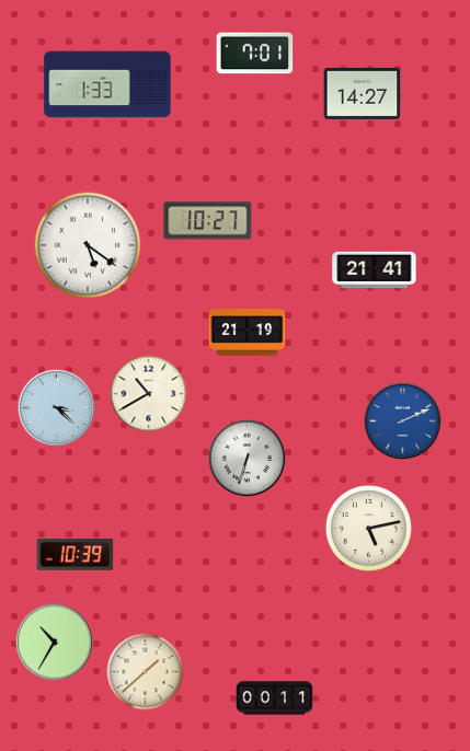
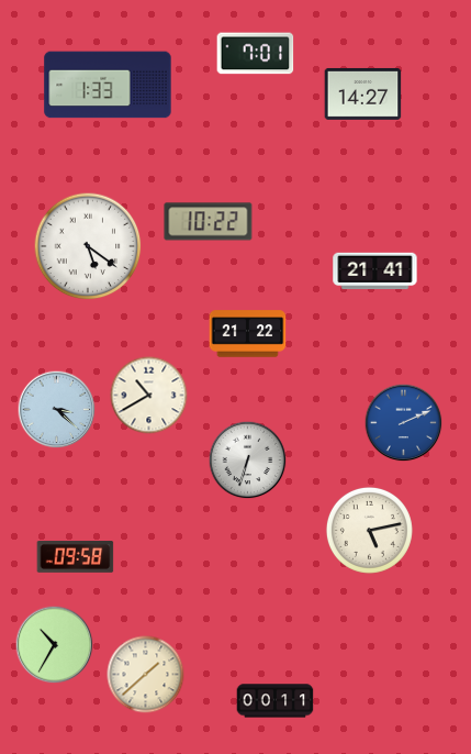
clock at (208, 221): 10:27 -> 10:22
clock at (248, 333): 21:19 -> 21:22
clock at (76, 555): 10:39 -> 09:58
